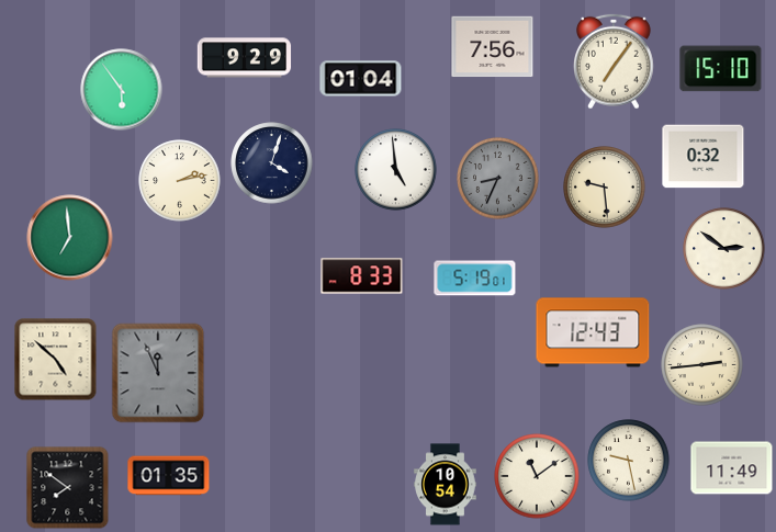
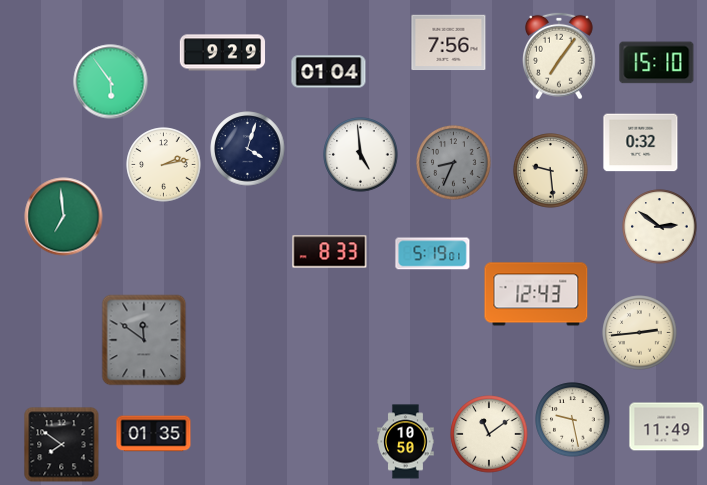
clock at (593, 332) position: (593, 332) -> (536, 294)
clock at (56, 360): 4:52 -> none
clock at (158, 373): 11:56 -> 11:51
clock at (446, 485): 10:54 -> 10:50
